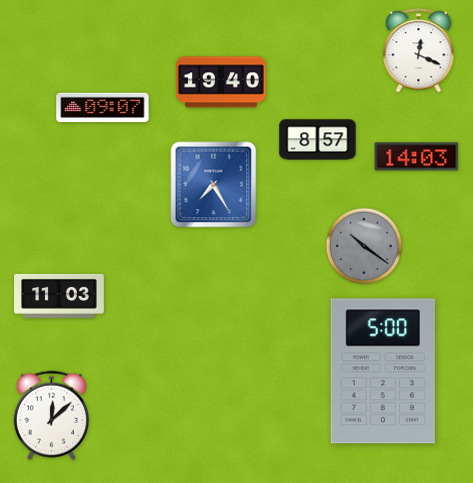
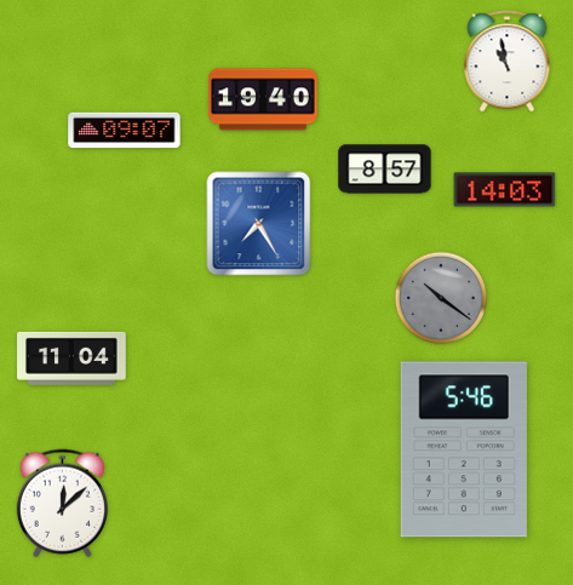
clock at (419, 51): 12:19 -> 10:58
clock at (221, 82) position: (221, 82) -> (263, 99)
clock at (59, 296): 11:03 -> 11:04
clock at (383, 371): 5:00 -> 5:46
